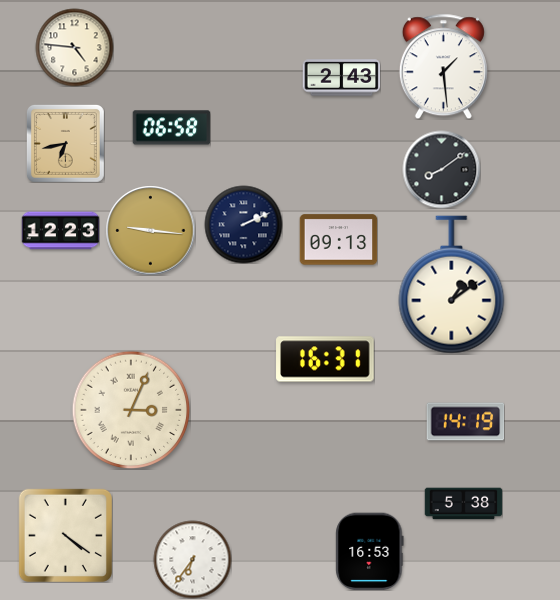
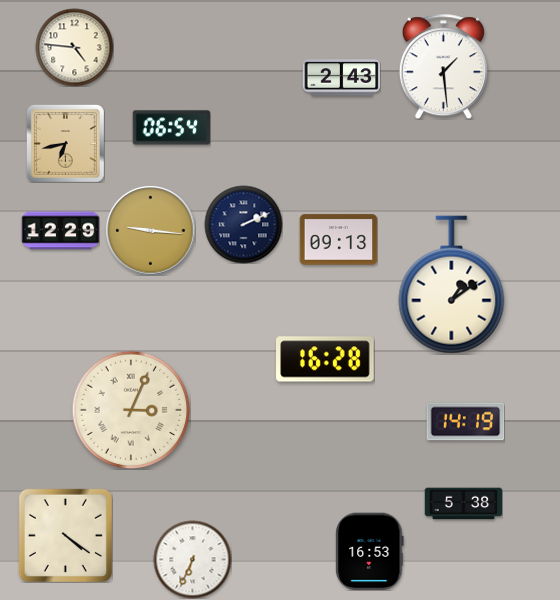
clock at (171, 128): 06:58 -> 06:54
clock at (441, 169): 8:09 -> none
clock at (60, 231): 12:23 -> 12:29
clock at (325, 359): 16:31 -> 16:28
clock at (192, 559): 6:36 -> 6:34
